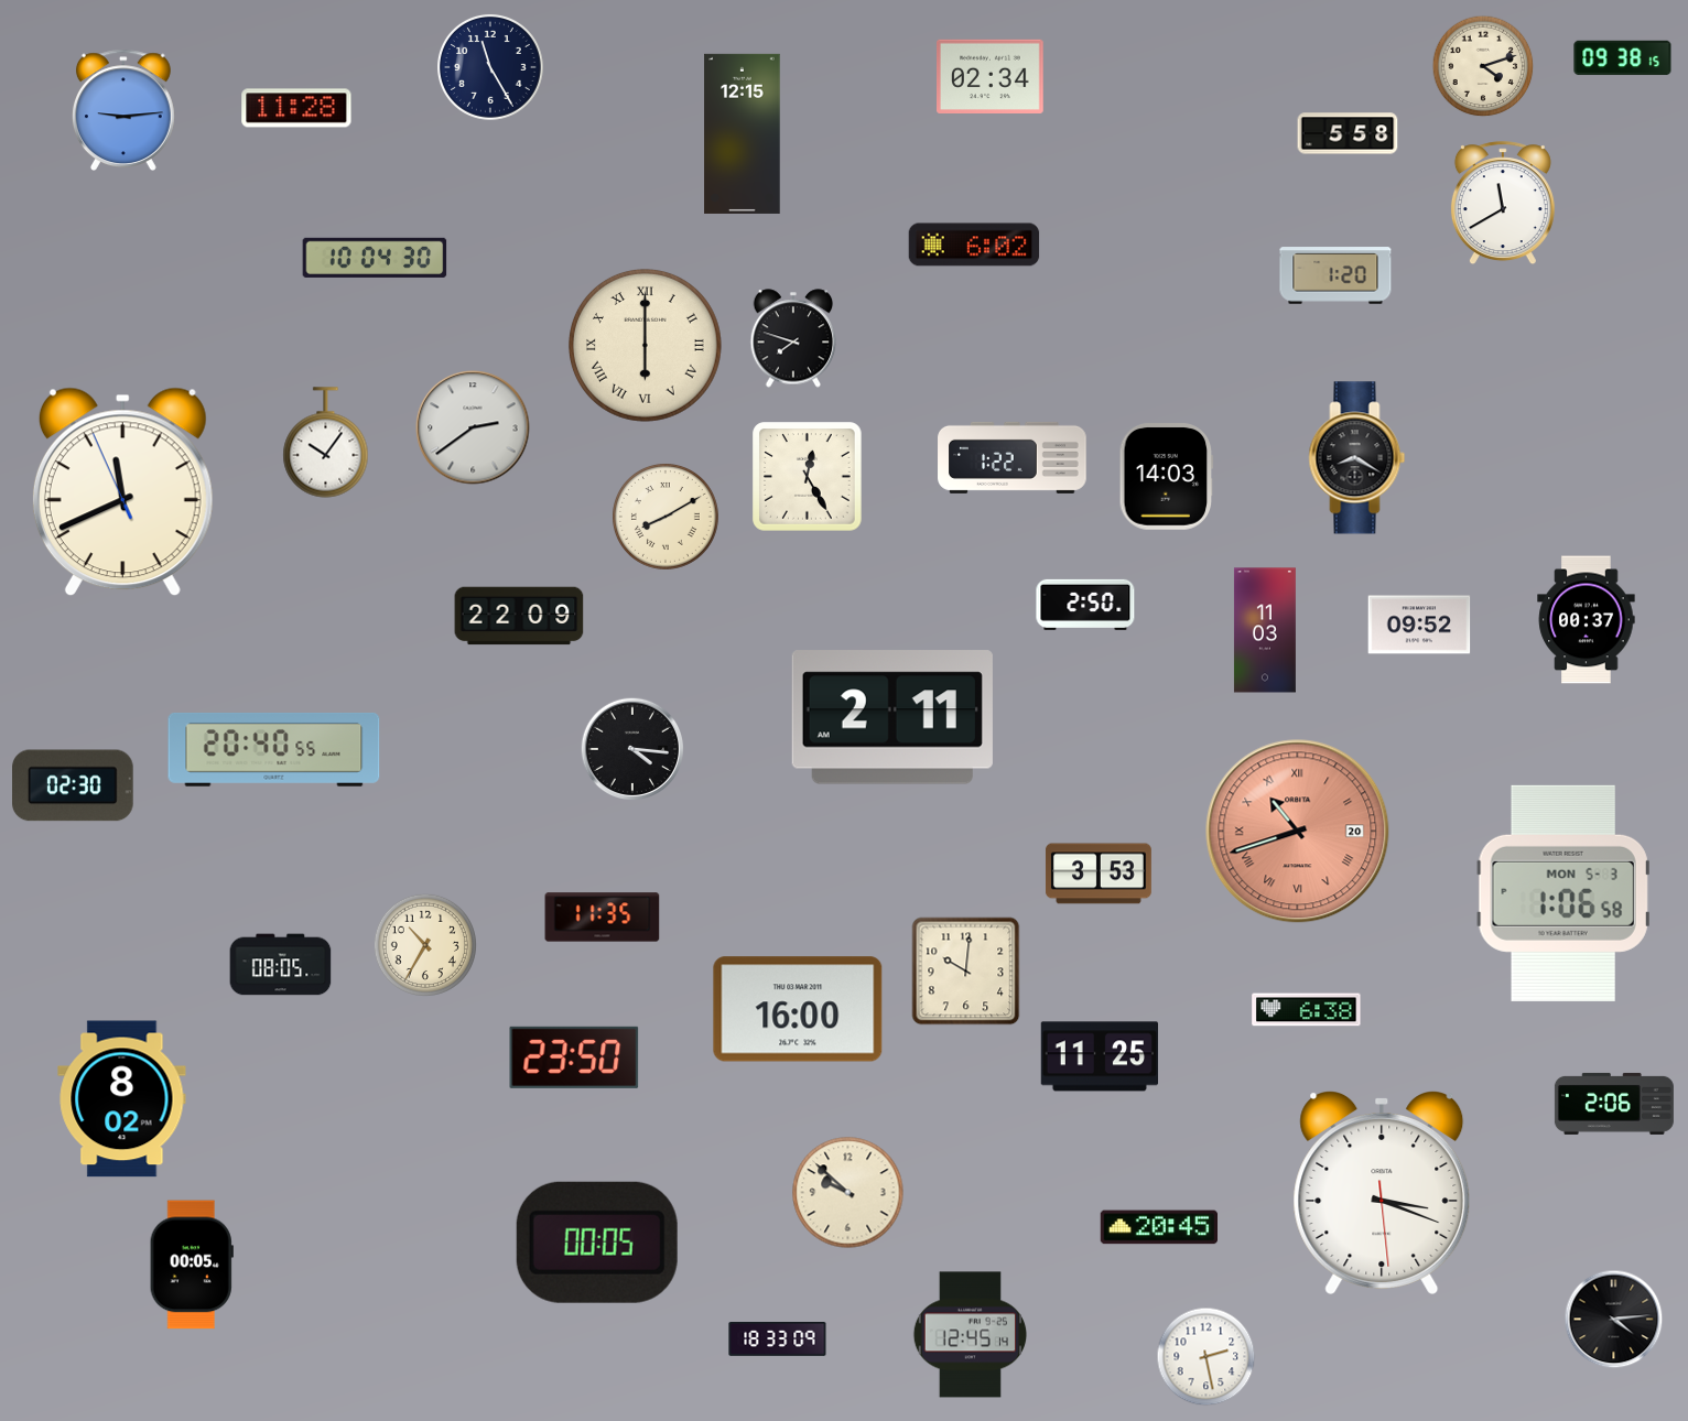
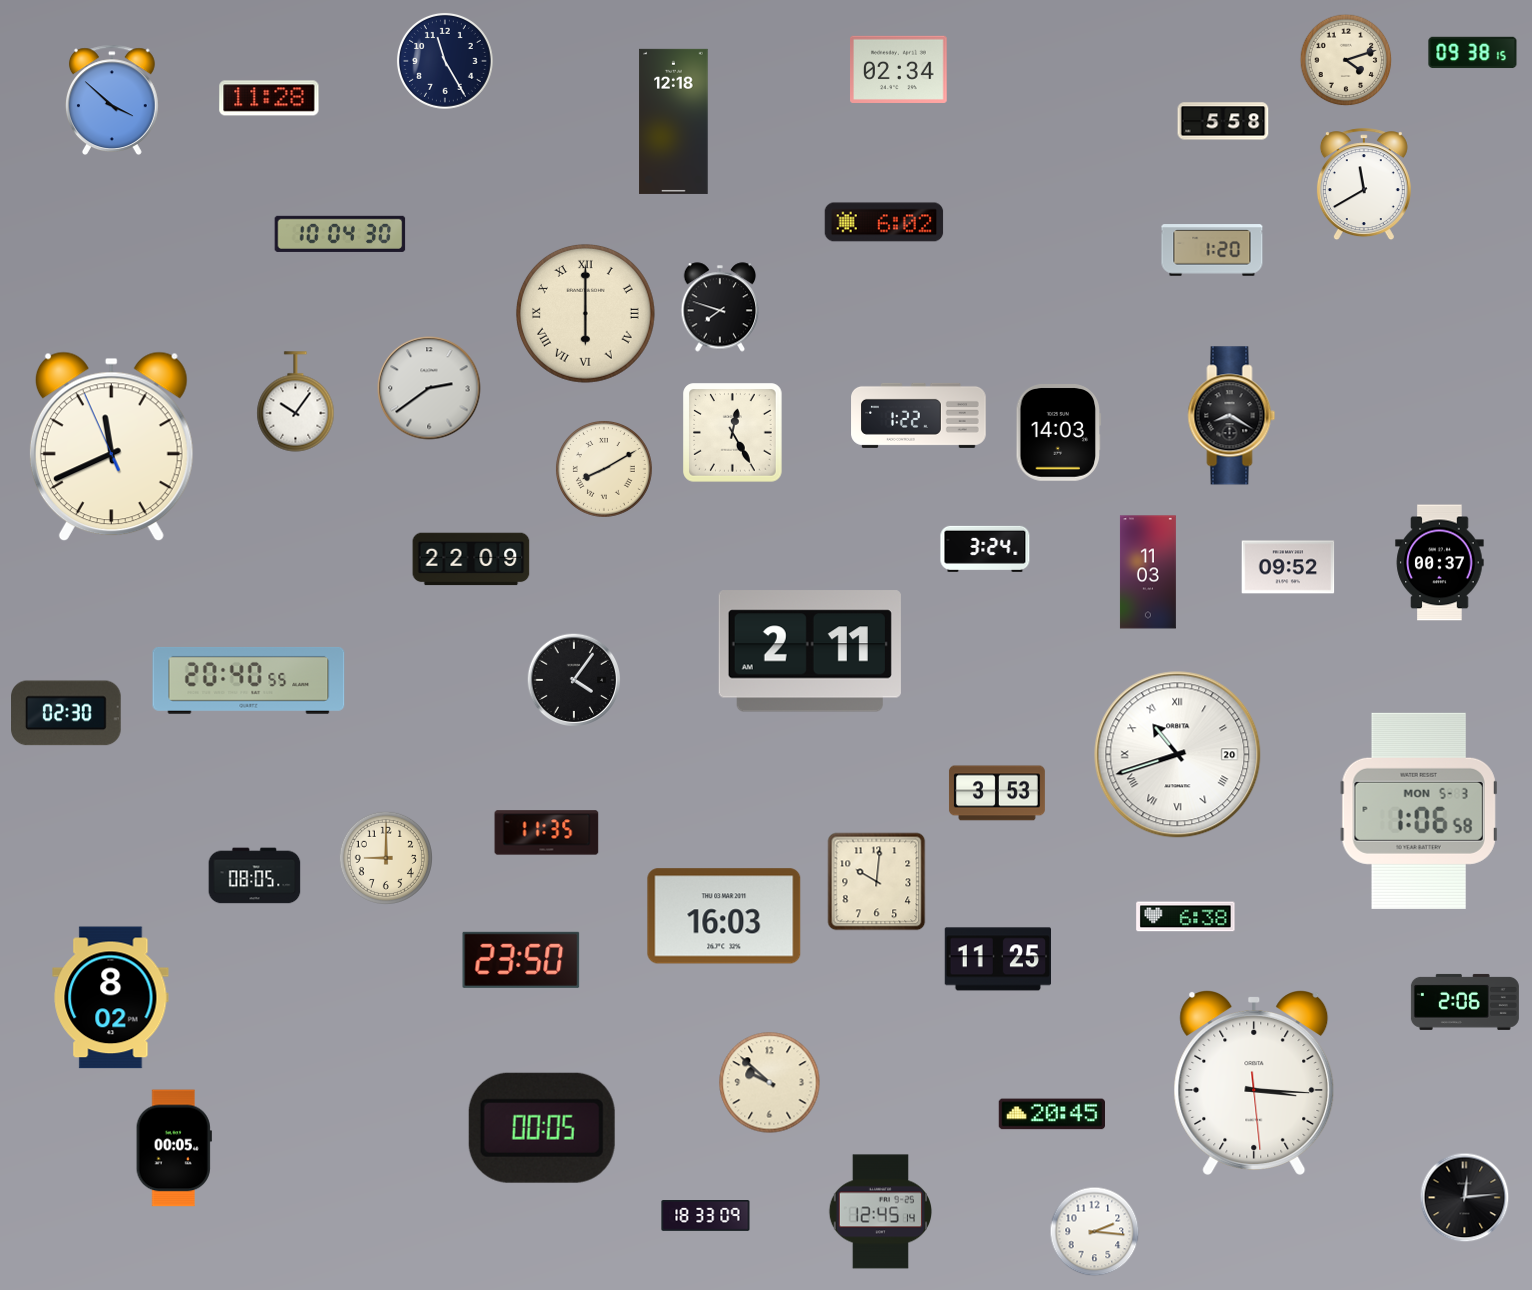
clock at (123, 109): 9:14 -> 3:52
clock at (743, 133): 12:15 -> 12:18
clock at (1085, 605): 2:50 -> 3:24
clock at (632, 749): 4:16 -> 4:06
clock at (1298, 832) dial: salmon -> white
clock at (425, 945): 10:35 -> 9:00
clock at (798, 1009): 16:00 -> 16:03
clock at (1382, 1193): 3:18 -> 3:15
clock at (1614, 1320): 4:14 -> 12:14
clock at (1207, 1357): 2:28 -> 2:16
